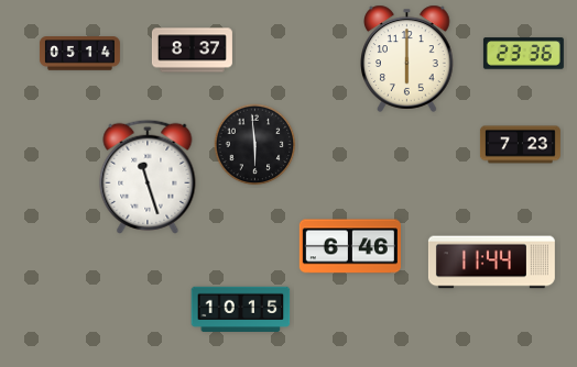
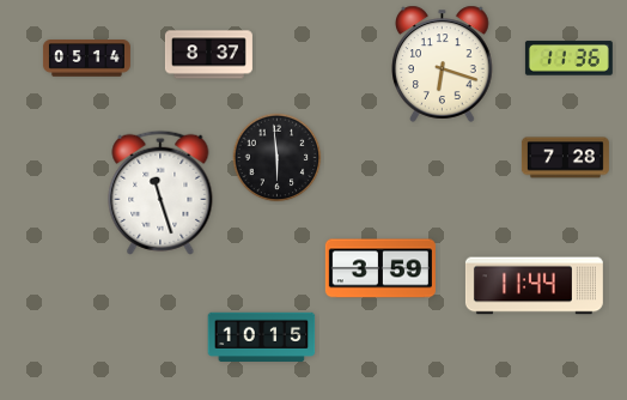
clock at (523, 54): 23:36 -> 11:36
clock at (407, 58): 6:00 -> 6:18
clock at (520, 145): 7:23 -> 7:28
clock at (350, 246): 6:46 -> 3:59
